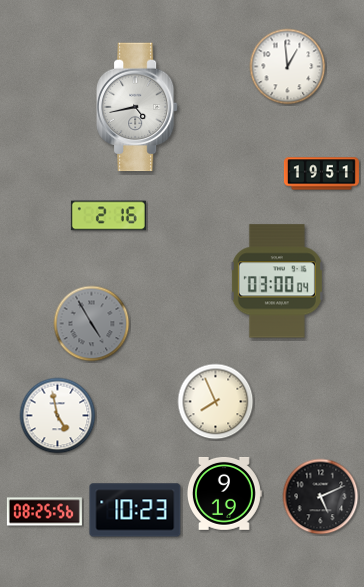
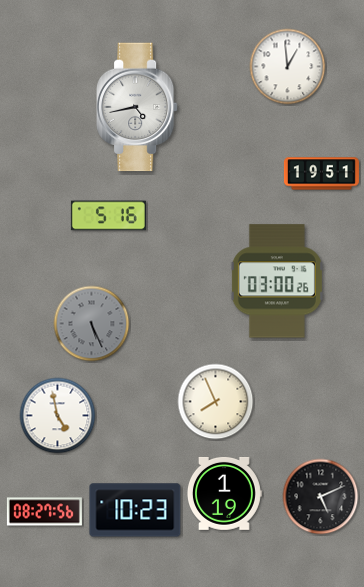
clock at (108, 216): 2:16 -> 5:16
clock at (277, 281): 03:00:04 -> 03:00:26
clock at (92, 324): 4:55 -> 5:26
clock at (224, 493): 9:19 -> 1:19
clock at (44, 512): 08:25 -> 08:27
